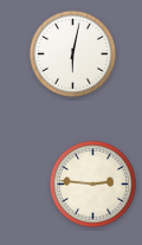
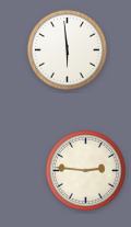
clock at (72, 53): 6:02 -> 5:59
